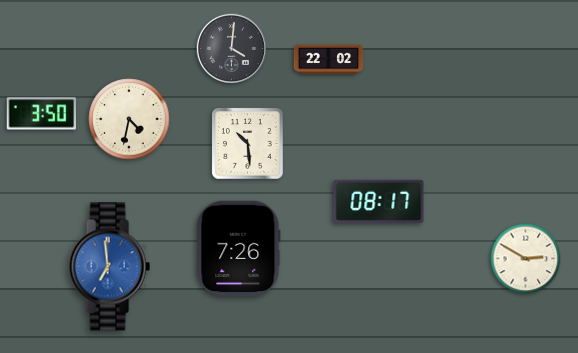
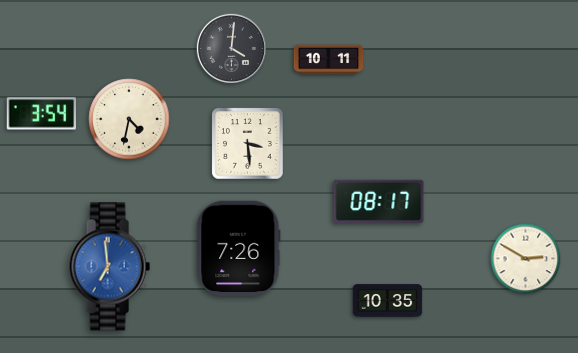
clock at (329, 60): 22:02 -> 10:11
clock at (42, 114): 3:50 -> 3:54
clock at (248, 144): 10:29 -> 3:29
clock at (388, 301): none -> 10:35
